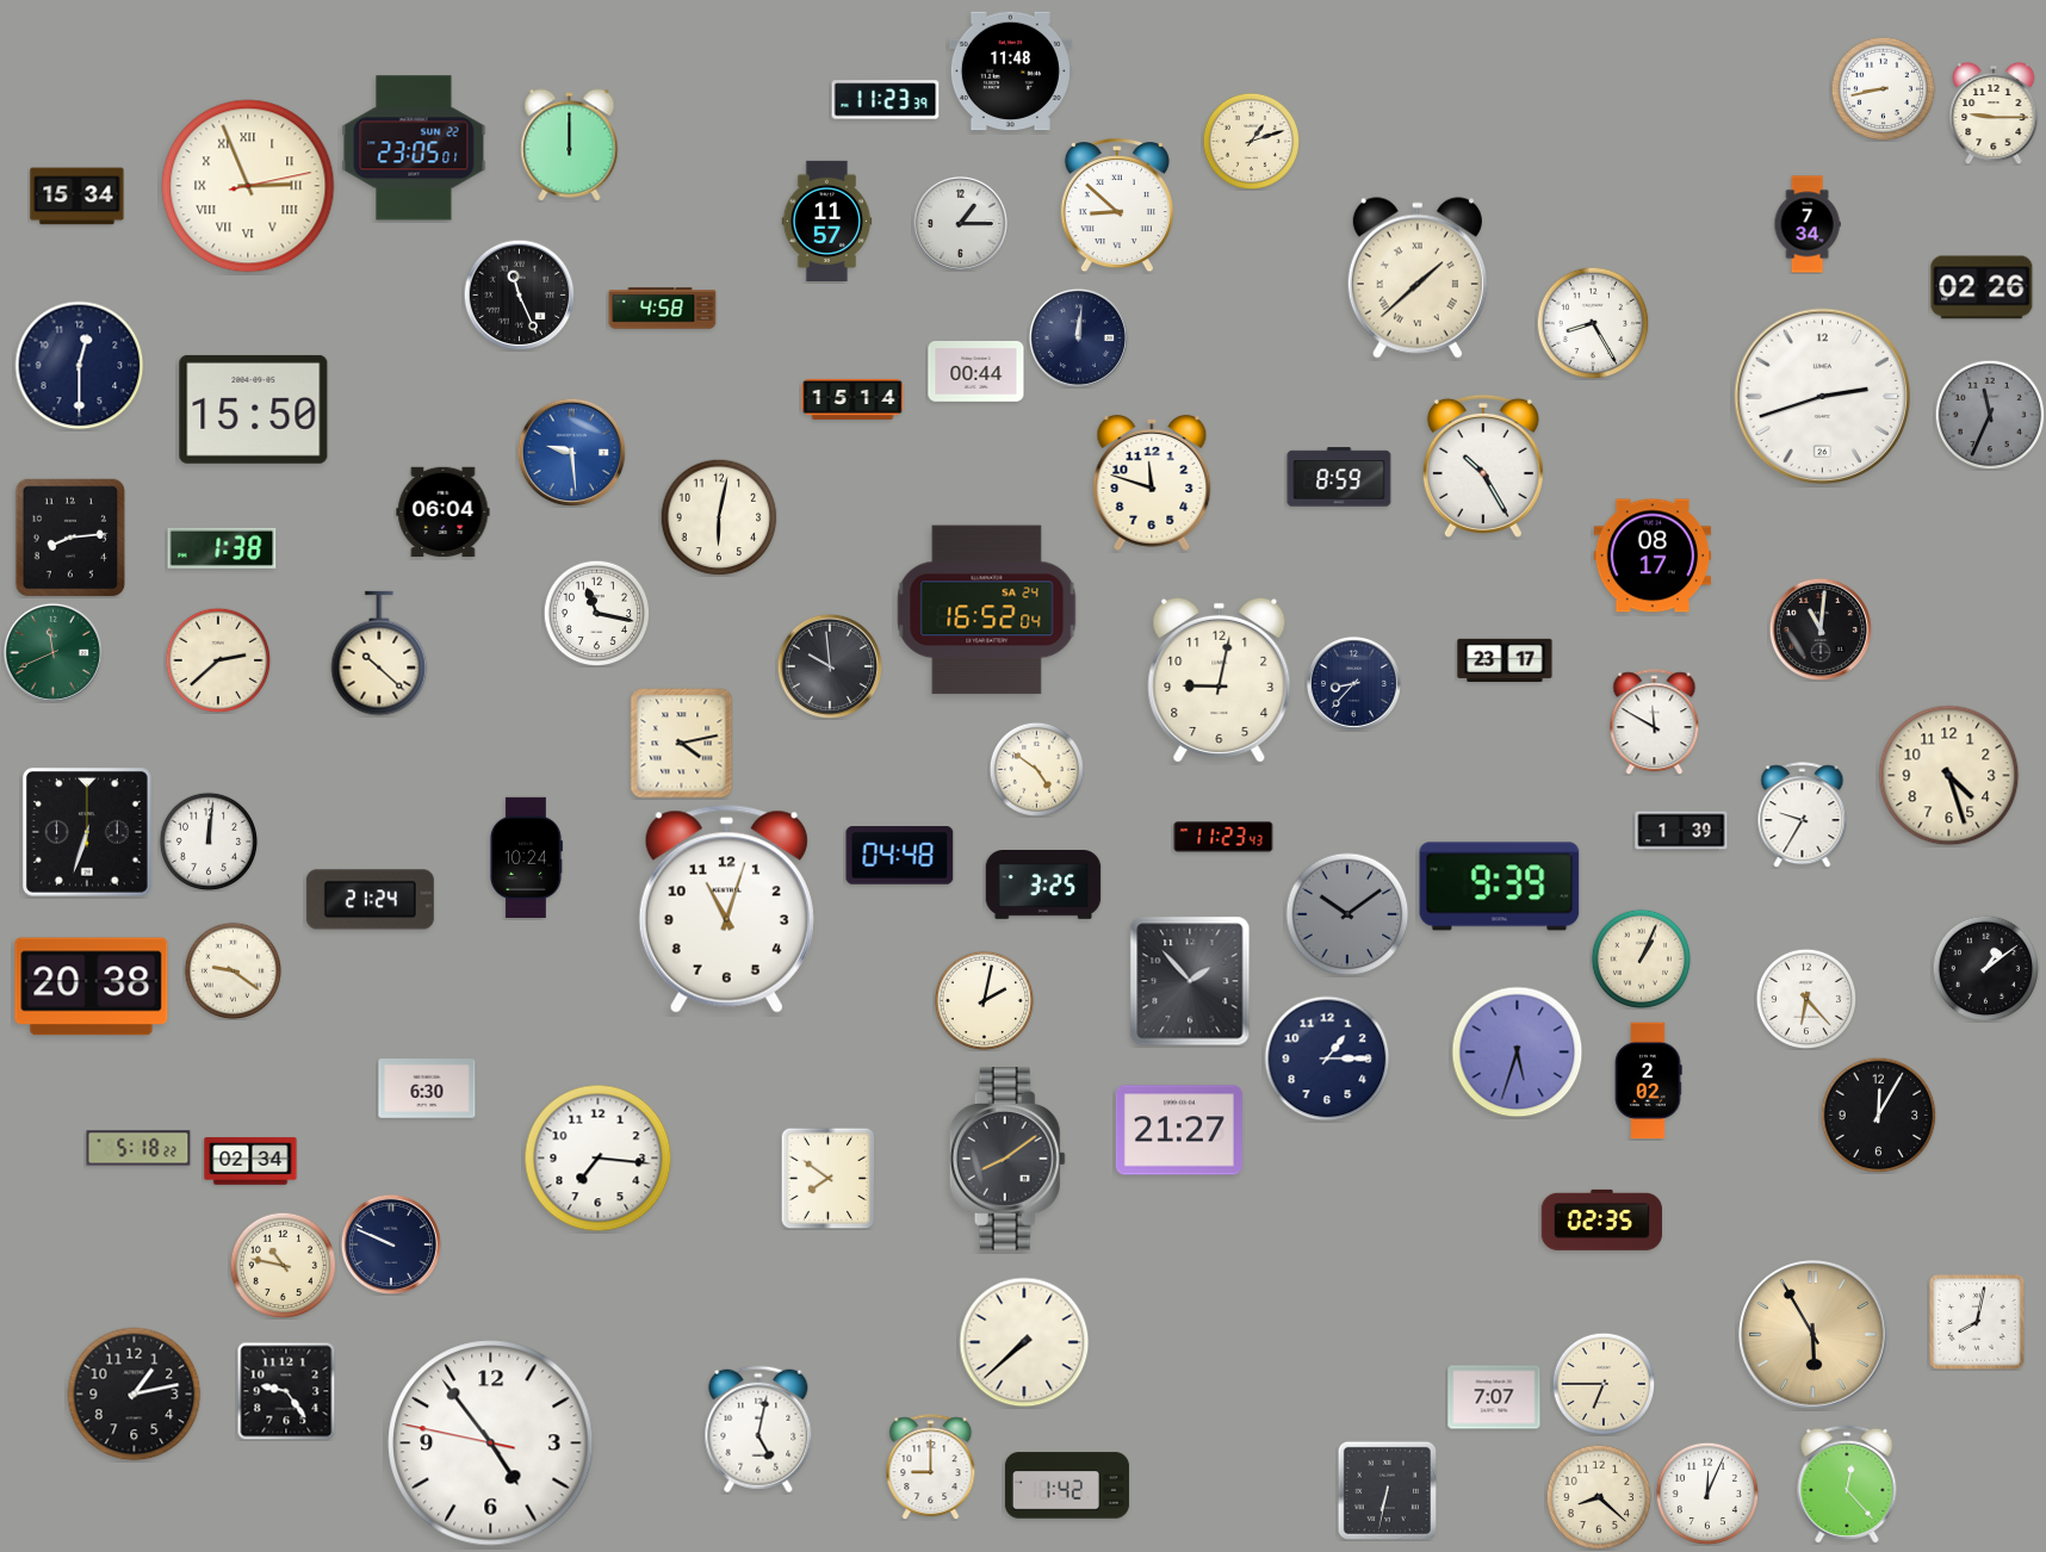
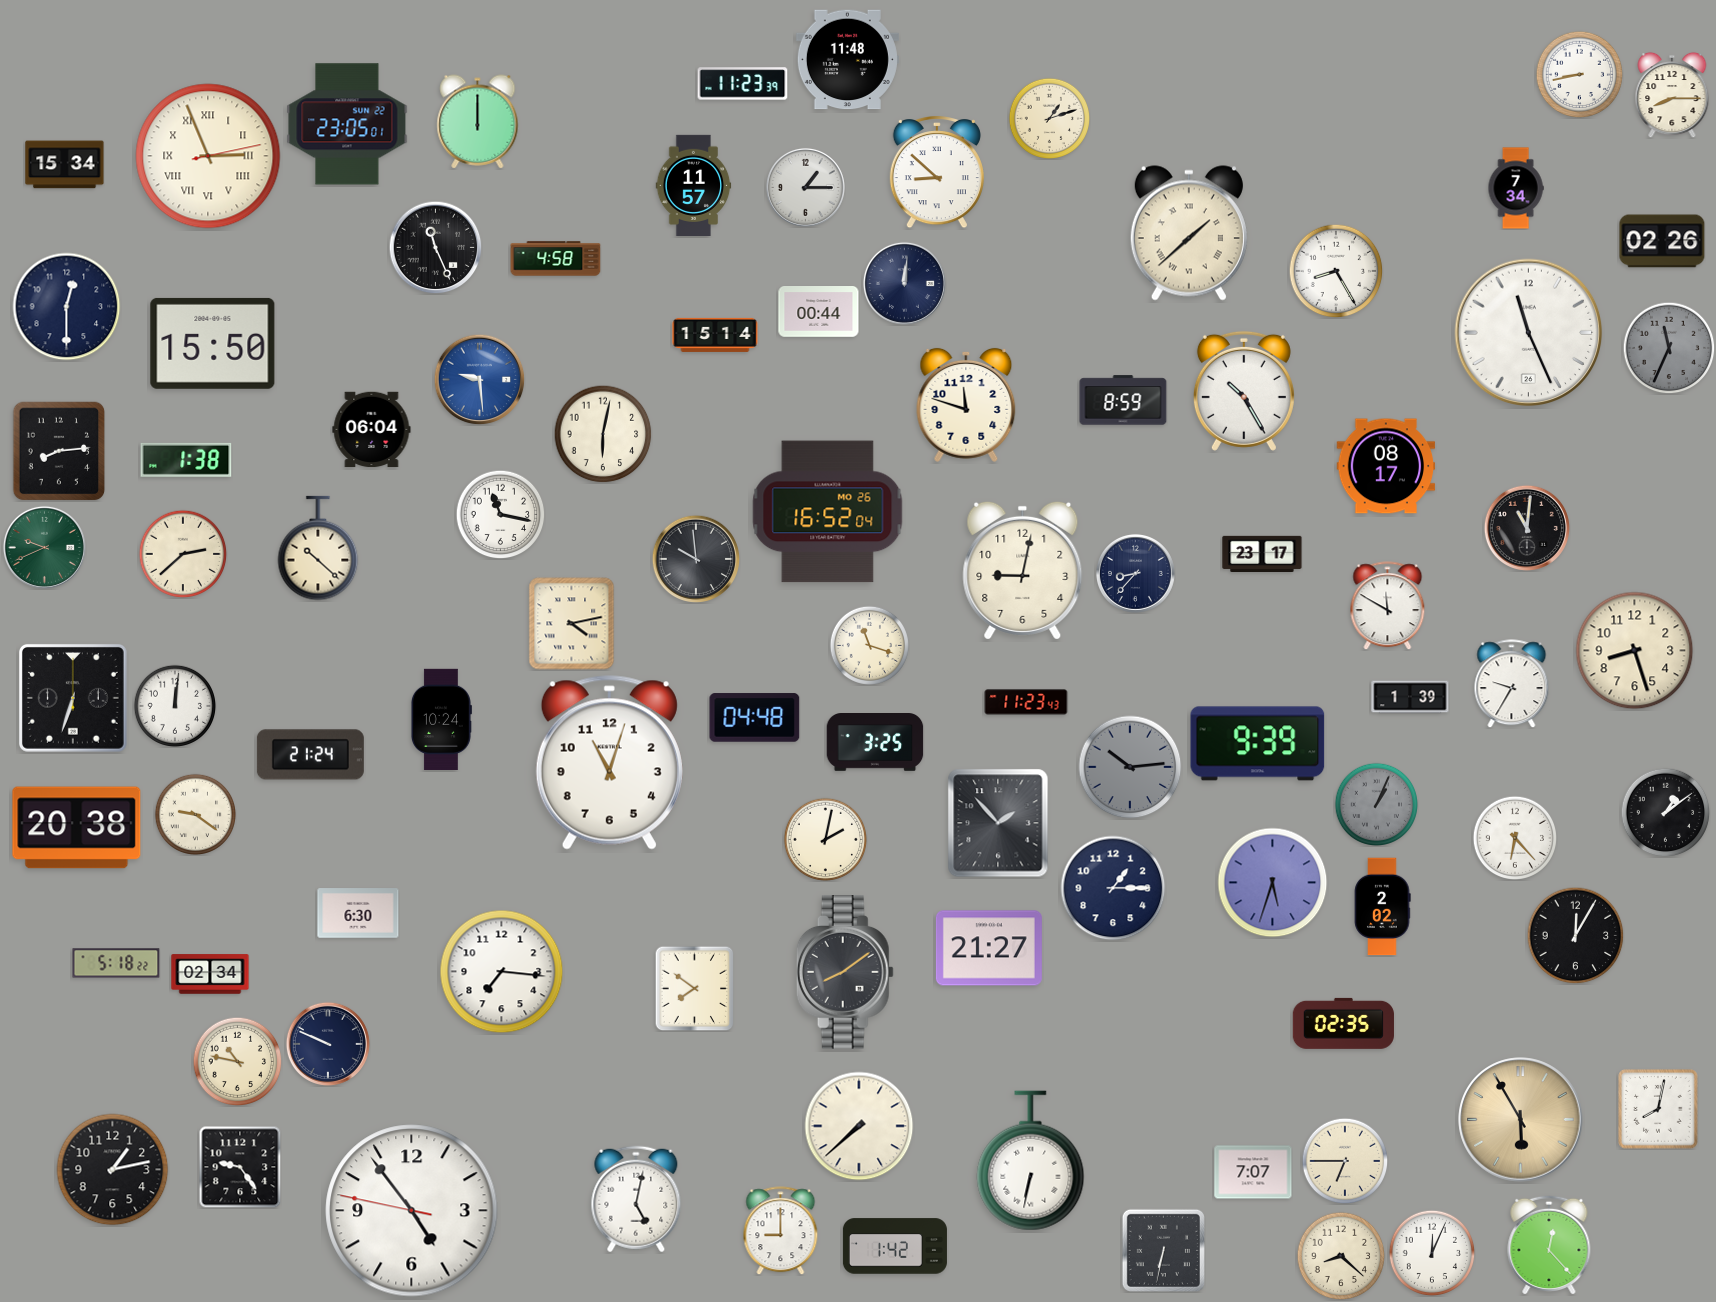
clock at (1994, 113): 9:15 -> 8:15
clock at (1823, 397): 2:42 -> 11:26
clock at (987, 610) date: SA 24 -> MO 26
clock at (52, 652): 11:41 -> 9:41
clock at (1036, 769): 4:51 -> 11:18
clock at (1949, 776): 4:27 -> 8:27
clock at (1347, 914): 10:09 -> 10:14
clock at (1641, 958) dial: cream -> grey
clock at (1031, 1161): none -> 6:32
